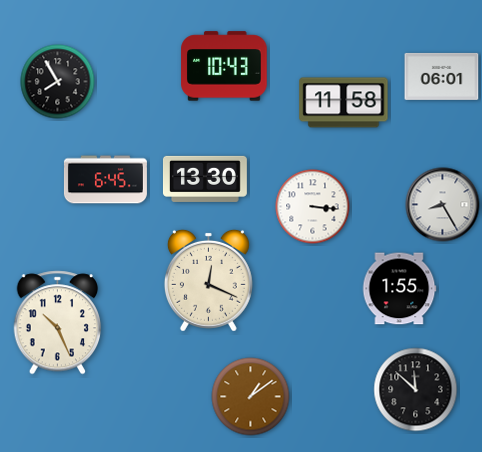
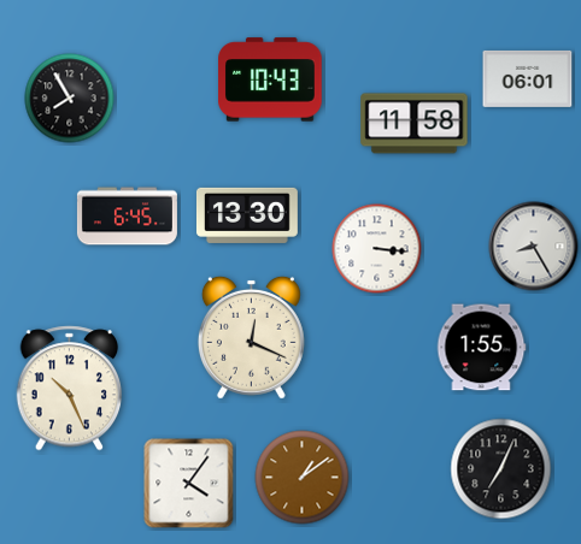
clock at (442, 76) position: (442, 76) -> (528, 78)
clock at (416, 390): 11:52 -> 7:04
clock at (189, 484): none -> 4:06
